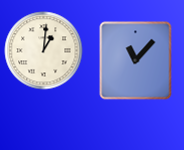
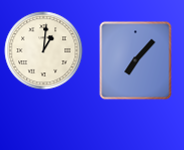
clock at (136, 60): 11:07 -> 7:07
